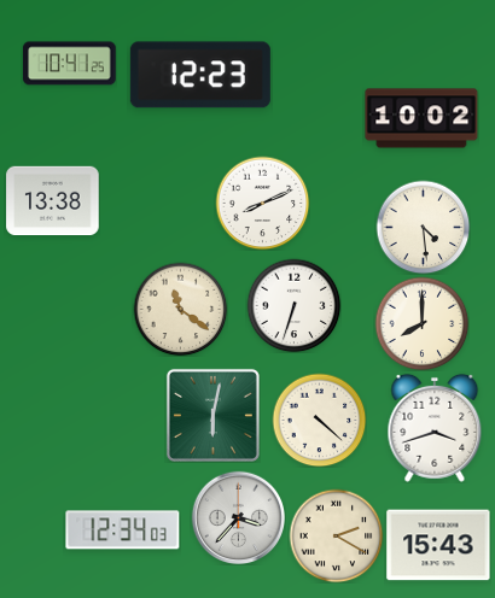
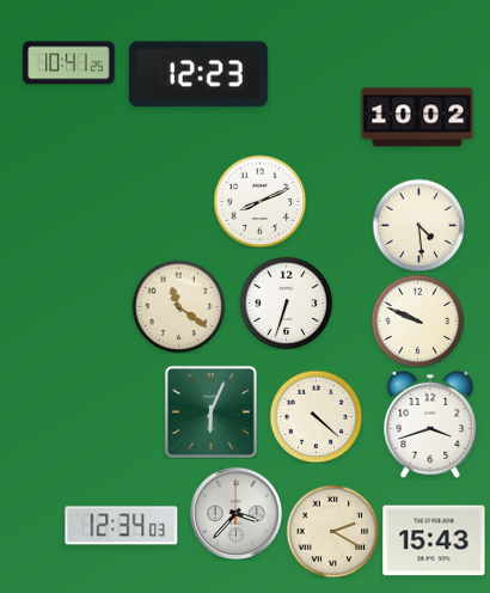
clock at (53, 201): 13:38 -> none
clock at (293, 305) position: (293, 305) -> (286, 302)
clock at (421, 323): 8:00 -> 9:49
clock at (212, 415): 6:02 -> 6:04
